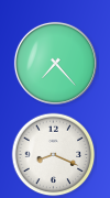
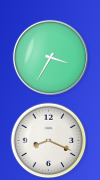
clock at (55, 63): 7:23 -> 3:35
